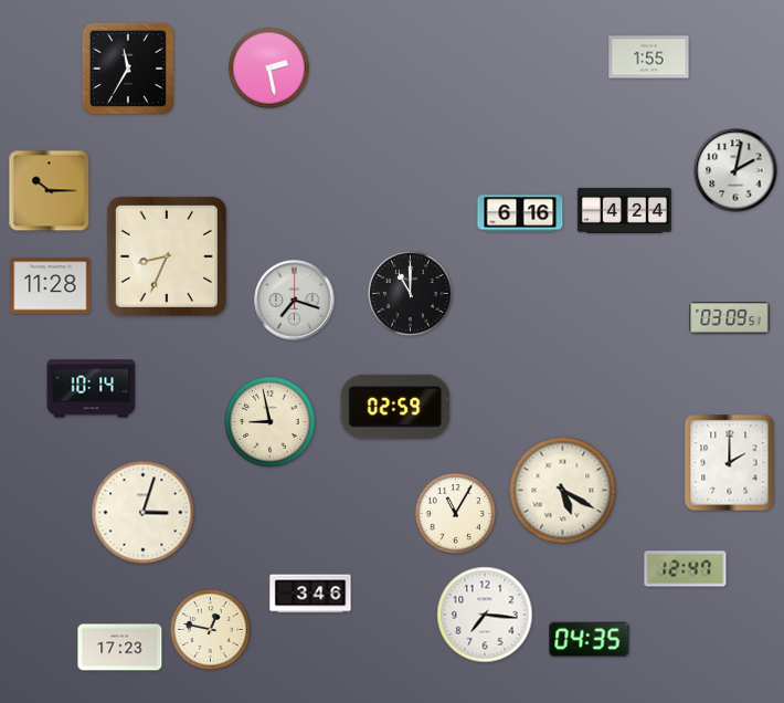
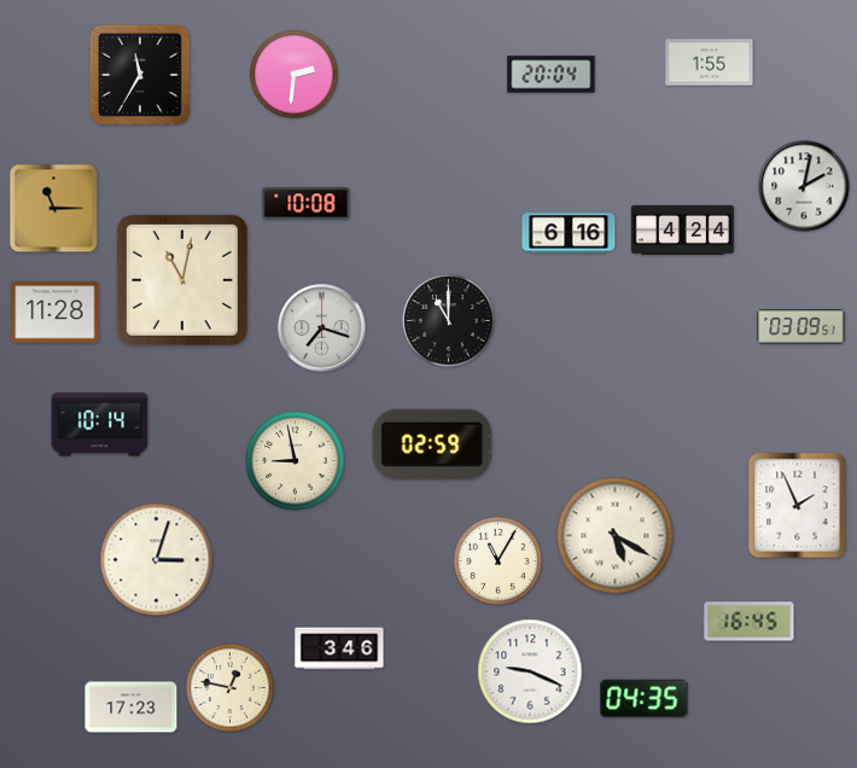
clock at (268, 67): 2:28 -> 2:31
clock at (552, 75): none -> 20:04
clock at (307, 204): none -> 10:08
clock at (50, 191): 10:15 -> 11:15
clock at (167, 256): 8:34 -> 11:02
clock at (730, 318) position: (730, 318) -> (801, 327)
clock at (730, 463): 2:00 -> 1:56
clock at (686, 569): 12:47 -> 16:45
clock at (485, 615): 7:16 -> 9:19
